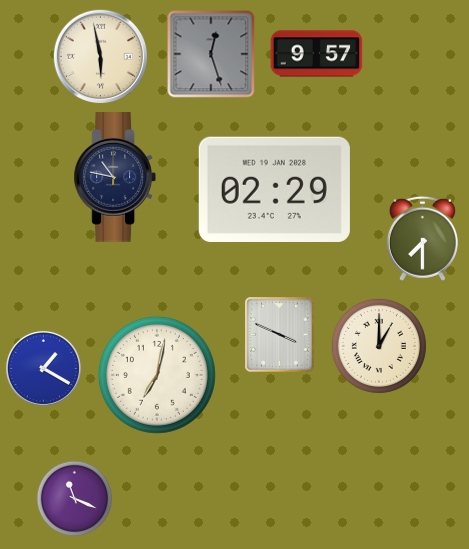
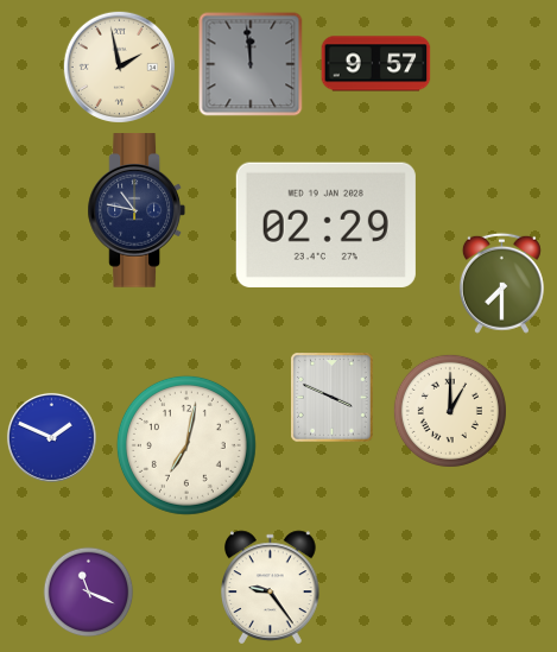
clock at (211, 54): 12:27 -> 11:59
clock at (100, 56): 5:58 -> 1:58
clock at (43, 368): 1:20 -> 1:49
clock at (271, 588): none -> 9:24
